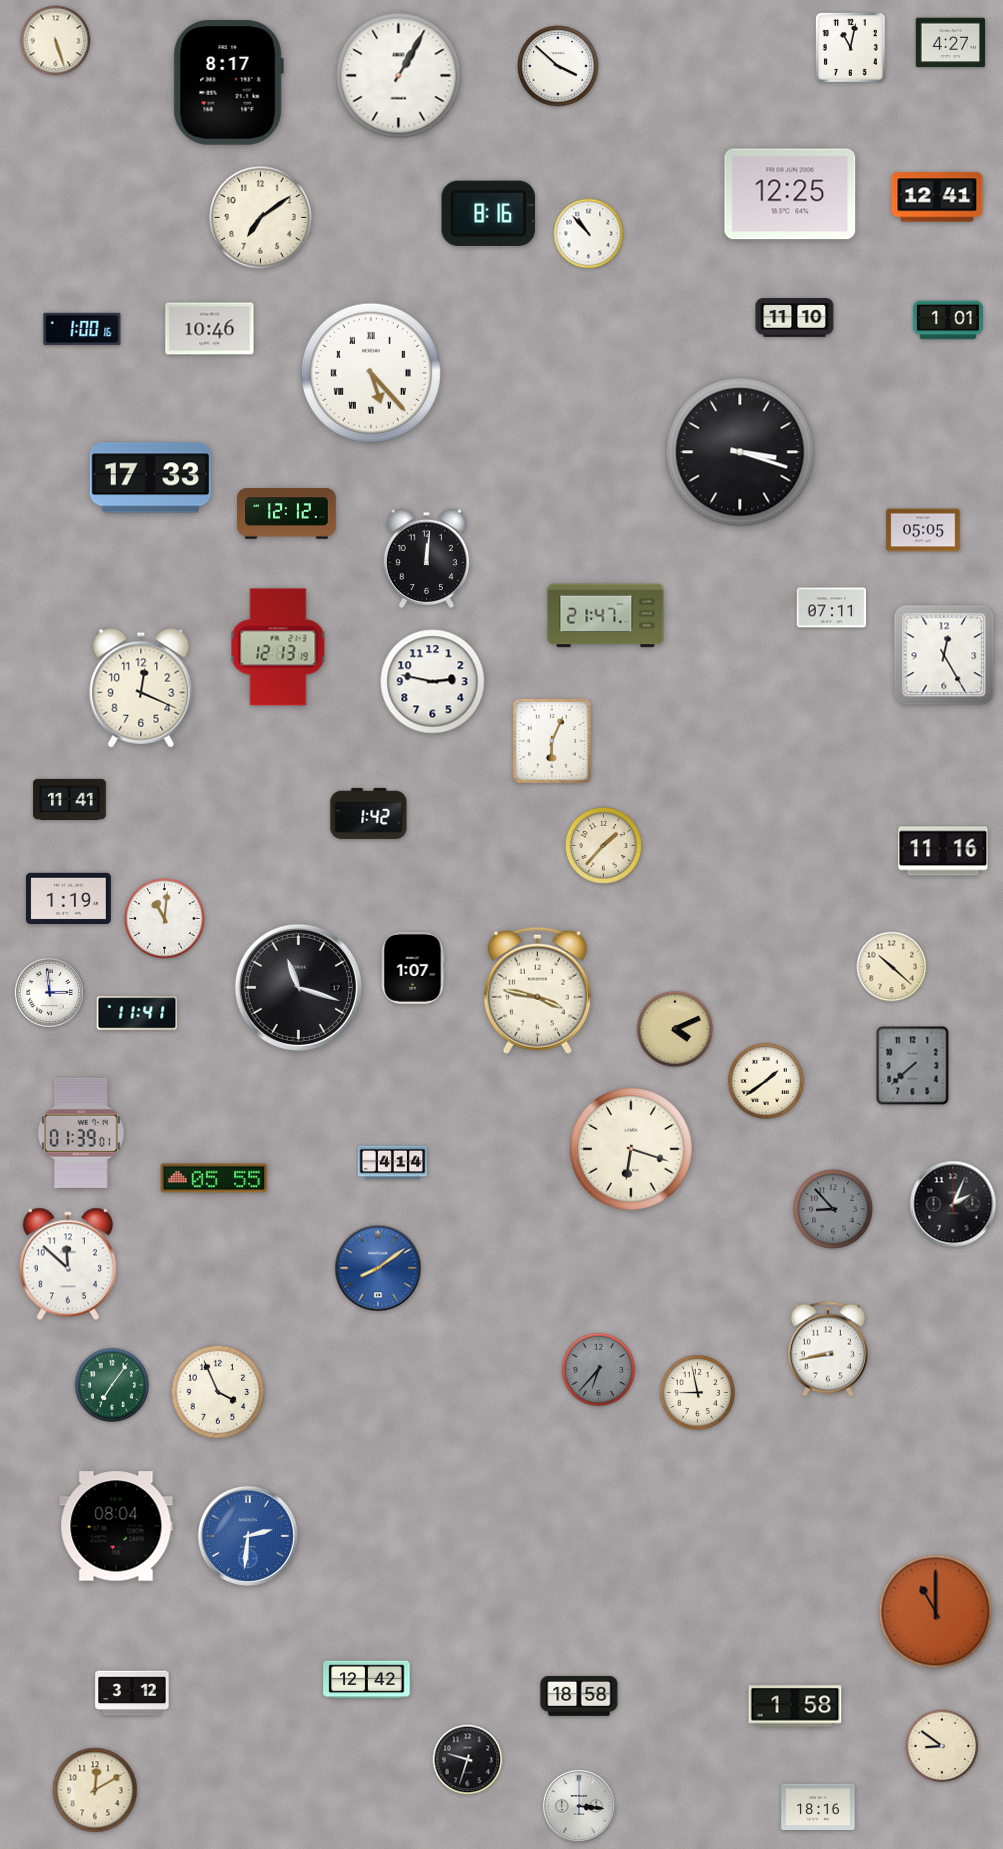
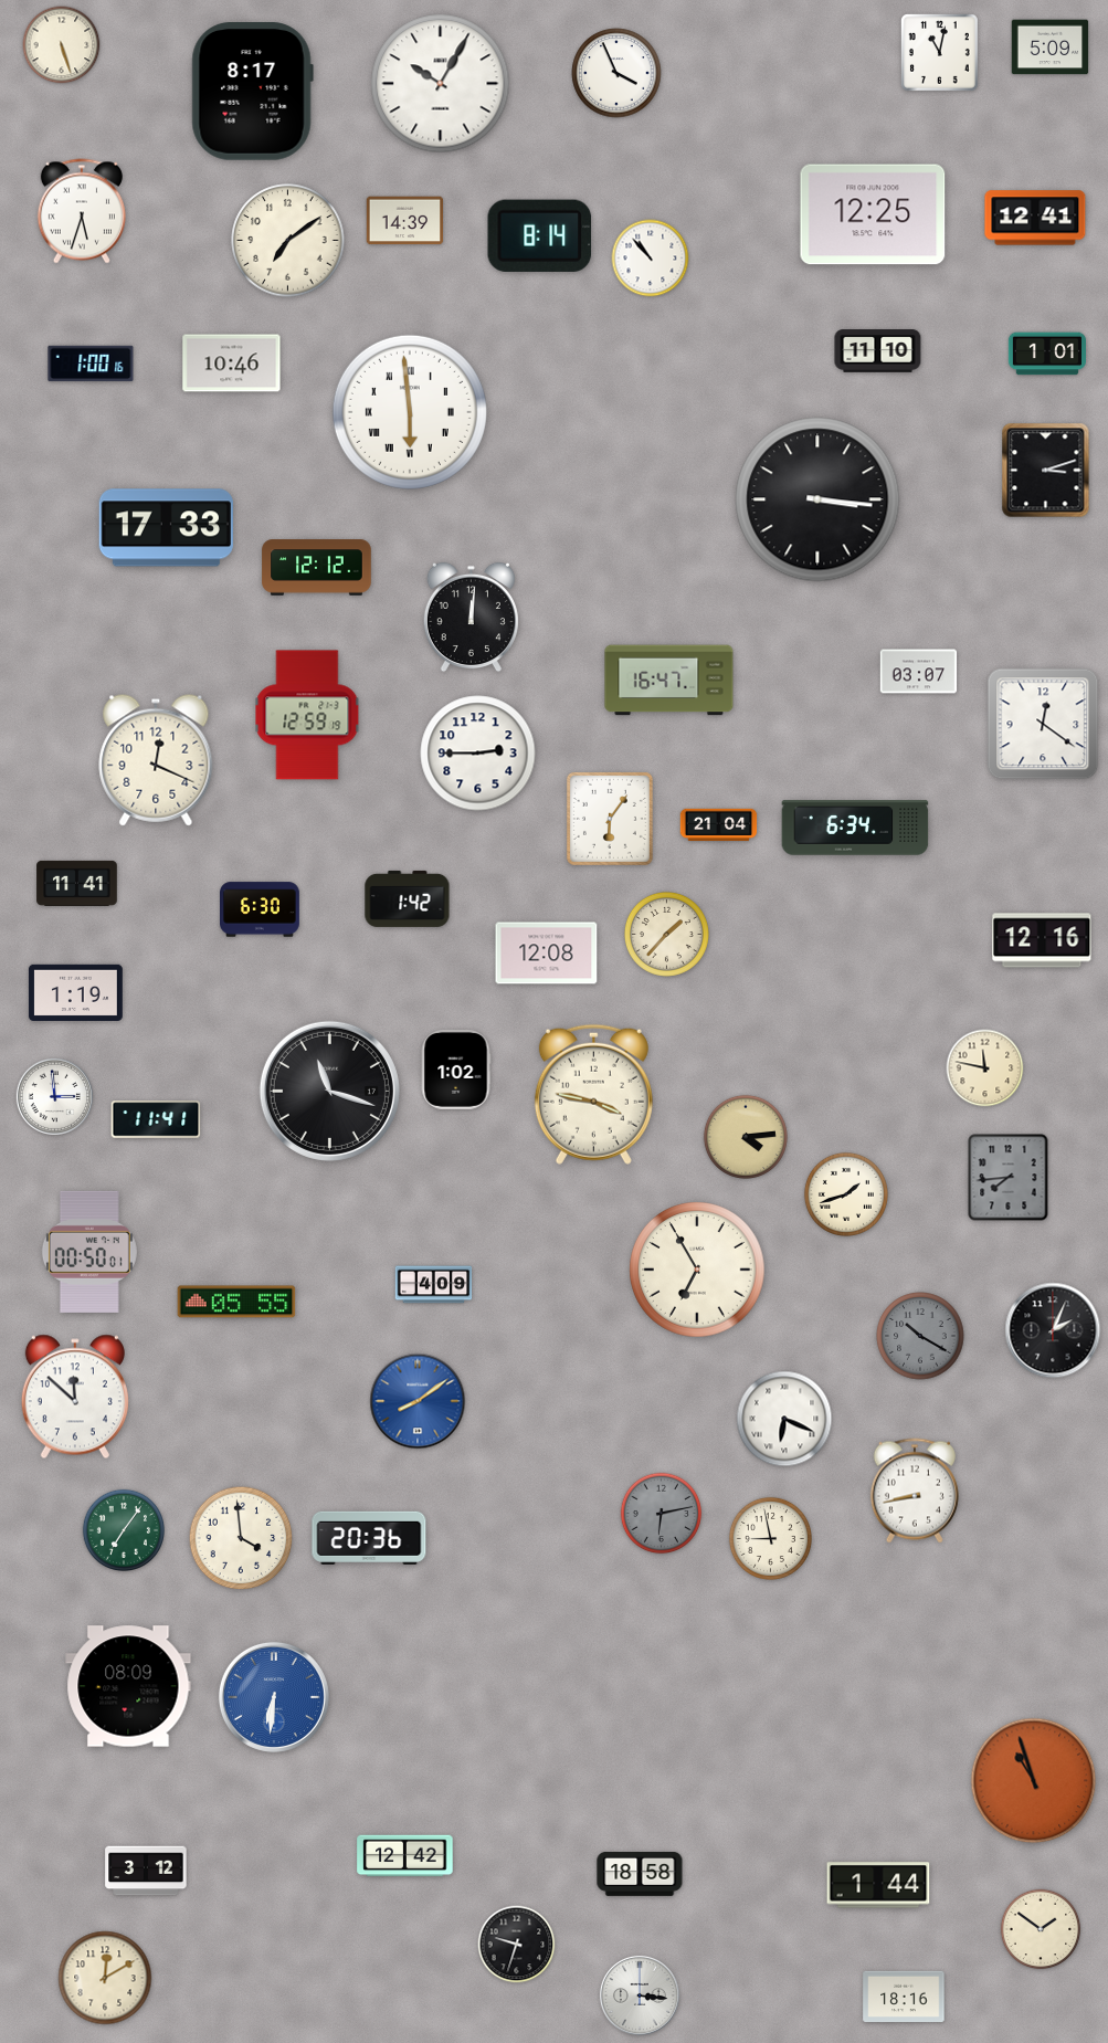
clock at (951, 43): 4:27 -> 5:09
clock at (558, 66): 3:52 -> 3:56
clock at (399, 76): 1:05 -> 10:05
clock at (82, 211): none -> 5:33
clock at (405, 221): none -> 14:39
clock at (489, 213): 8:16 -> 8:14
clock at (371, 373): 5:23 -> 5:59
clock at (1046, 471): none -> 3:12
clock at (740, 452): 3:18 -> 3:16
clock at (923, 530): 05:05 -> none
clock at (832, 608): 07:11 -> 03:07
clock at (606, 616): 21:47 -> 16:47
clock at (278, 647): 12:13 -> 12:59
clock at (944, 655): 12:25 -> 12:21
clock at (433, 682): 2:47 -> 2:45
clock at (552, 741): 6:04 -> 6:06
clock at (719, 825): none -> 21:04
clock at (855, 828): none -> 6:34
clock at (261, 909): none -> 6:30
clock at (943, 851): 11:16 -> 12:16
clock at (547, 954): none -> 12:08
clock at (165, 919): 11:01 -> none
clock at (892, 967): 10:22 -> 11:47
clock at (413, 968): 1:07 -> 1:02
clock at (137, 1013) position: (137, 1013) -> (156, 1119)
clock at (675, 1029): 4:11 -> 4:14
clock at (913, 1066): 7:38 -> 7:44
clock at (766, 1081): 1:39 -> 1:42
clock at (81, 1133): 01:39 -> 00:50
clock at (631, 1149): 6:18 -> 6:55
clock at (393, 1163): 4:14 -> 4:09
clock at (833, 1209): 8:53 -> 10:20
clock at (784, 1419): none -> 6:19
clock at (599, 1370): 6:37 -> 6:13
clock at (218, 1392): 3:56 -> 3:59
clock at (369, 1538): none -> 20:36
clock at (116, 1526): 08:04 -> 08:09
clock at (248, 1536): 2:31 -> 6:31
clock at (936, 1612): 11:00 -> 10:57
clock at (795, 1706): 1:58 -> 1:44
clock at (942, 1746): 8:51 -> 1:51
